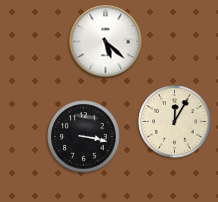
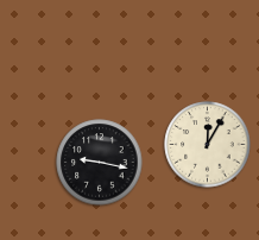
clock at (106, 42): 5:22 -> none
clock at (84, 137): 3:17 -> 9:17
